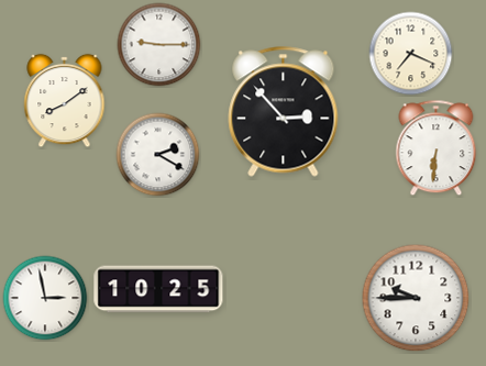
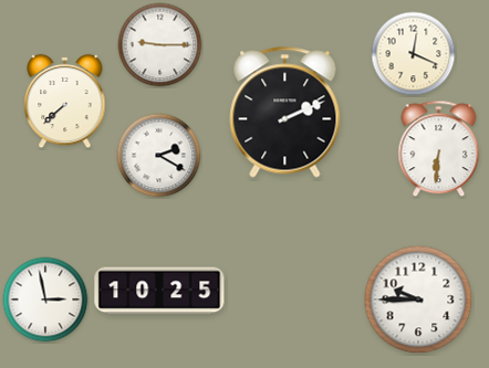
clock at (411, 54): 7:19 -> 12:19
clock at (65, 101): 8:09 -> 7:38
clock at (284, 112): 2:53 -> 2:11
